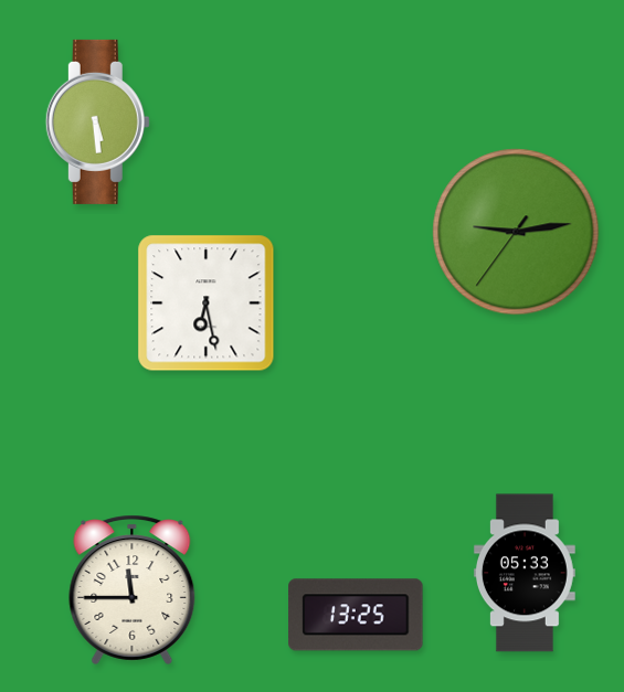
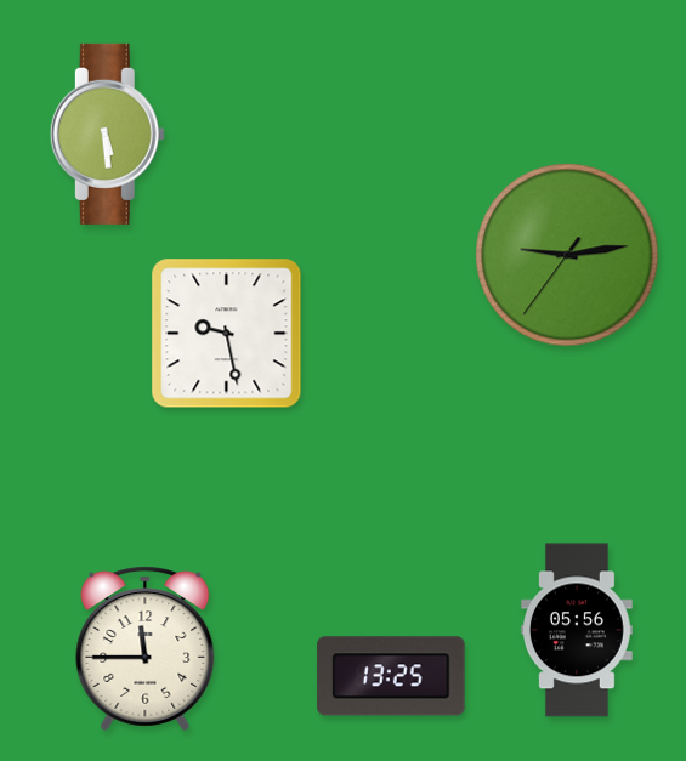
clock at (207, 304): 6:28 -> 9:28
clock at (525, 573): 05:33 -> 05:56
